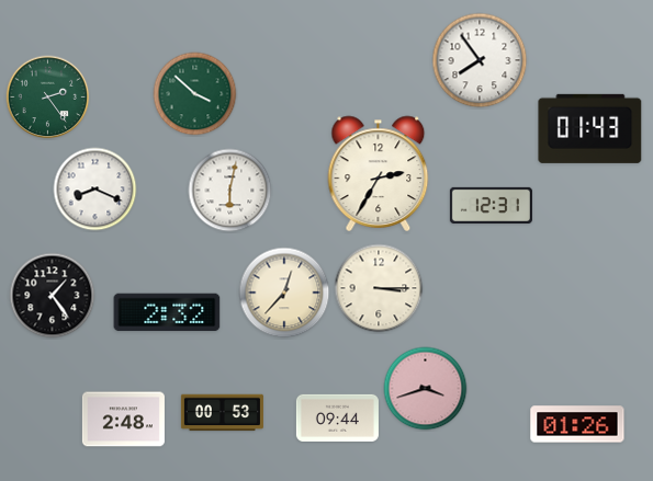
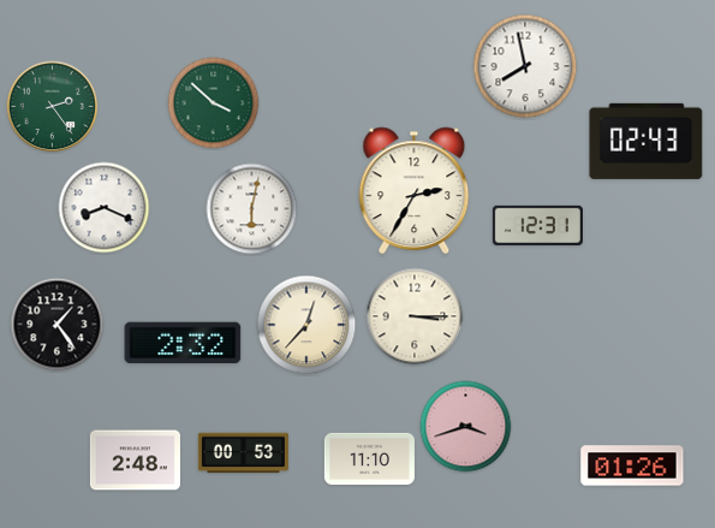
clock at (480, 60): 7:54 -> 7:58
clock at (590, 128): 01:43 -> 02:43
clock at (284, 293) position: (284, 293) -> (306, 325)
clock at (337, 417): 09:44 -> 11:10
